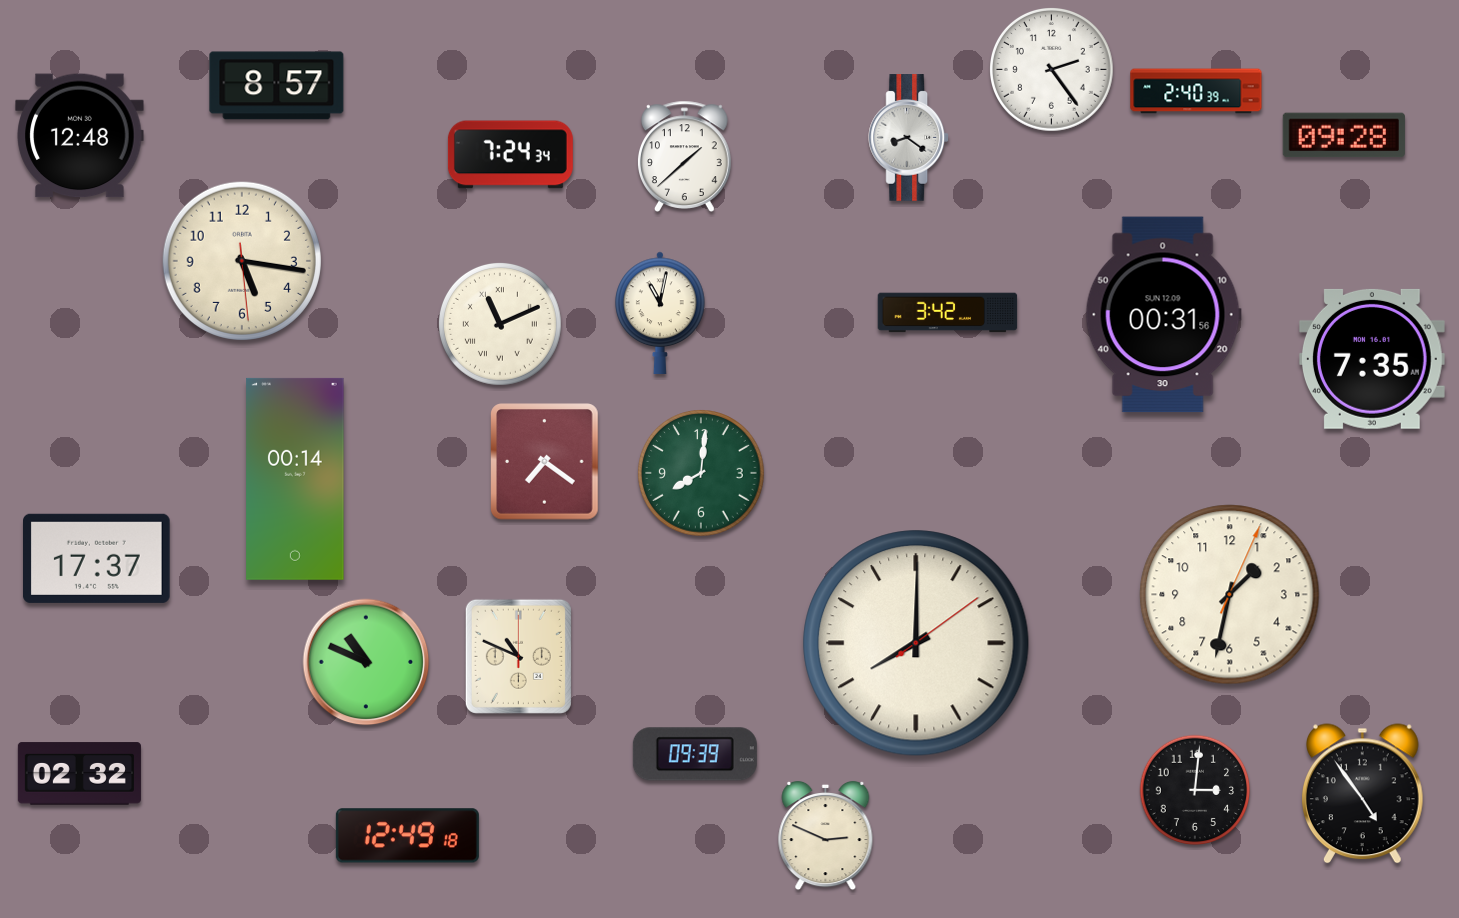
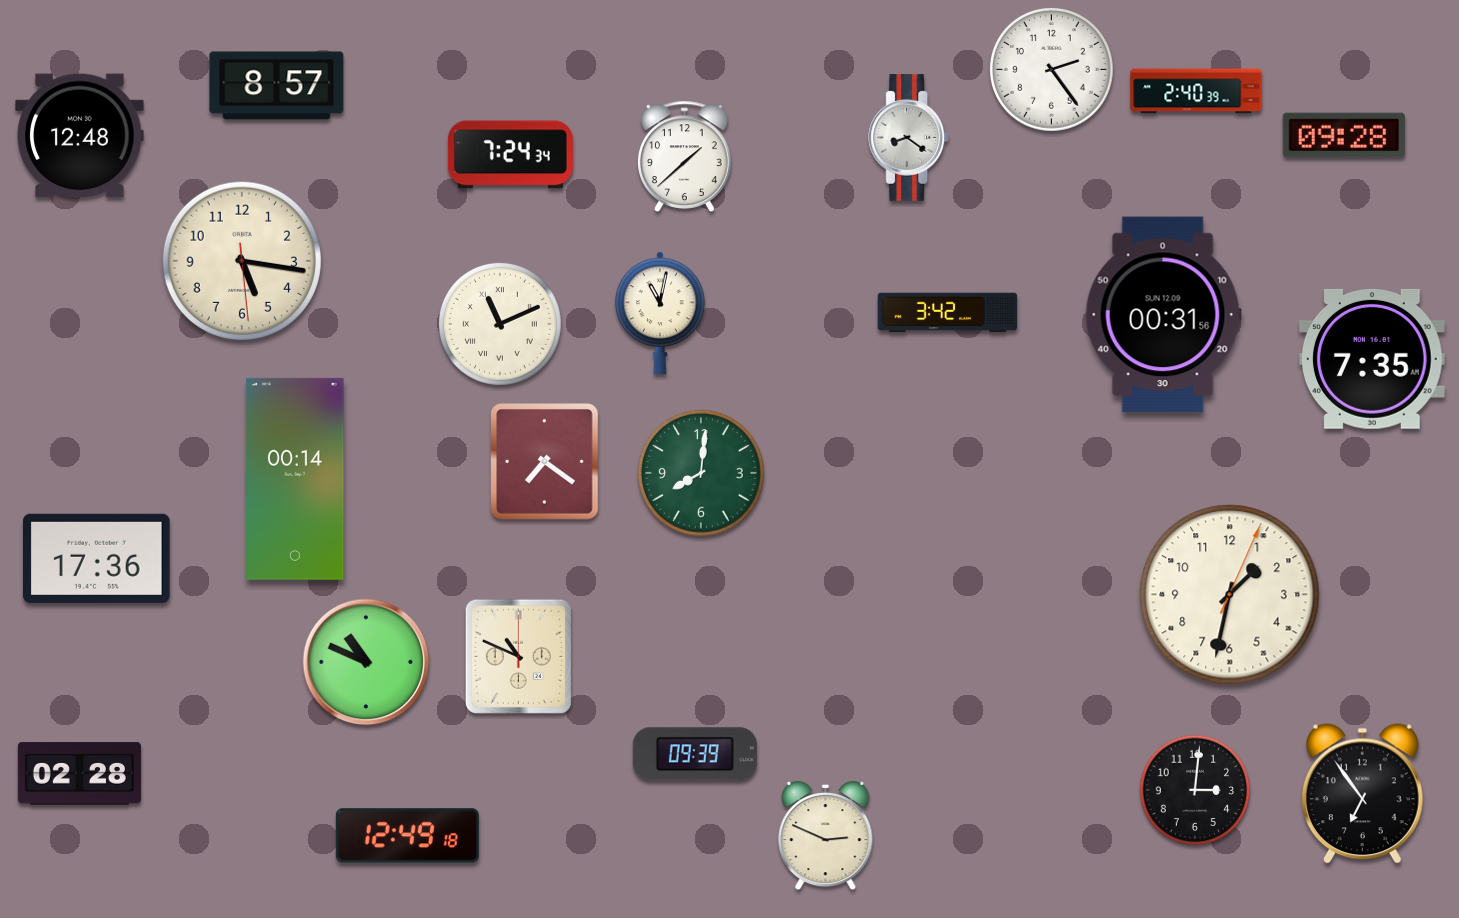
clock at (97, 558): 17:37 -> 17:36
clock at (916, 643): 8:00 -> none
clock at (79, 774): 02:32 -> 02:28
clock at (1362, 794): 4:54 -> 6:54
